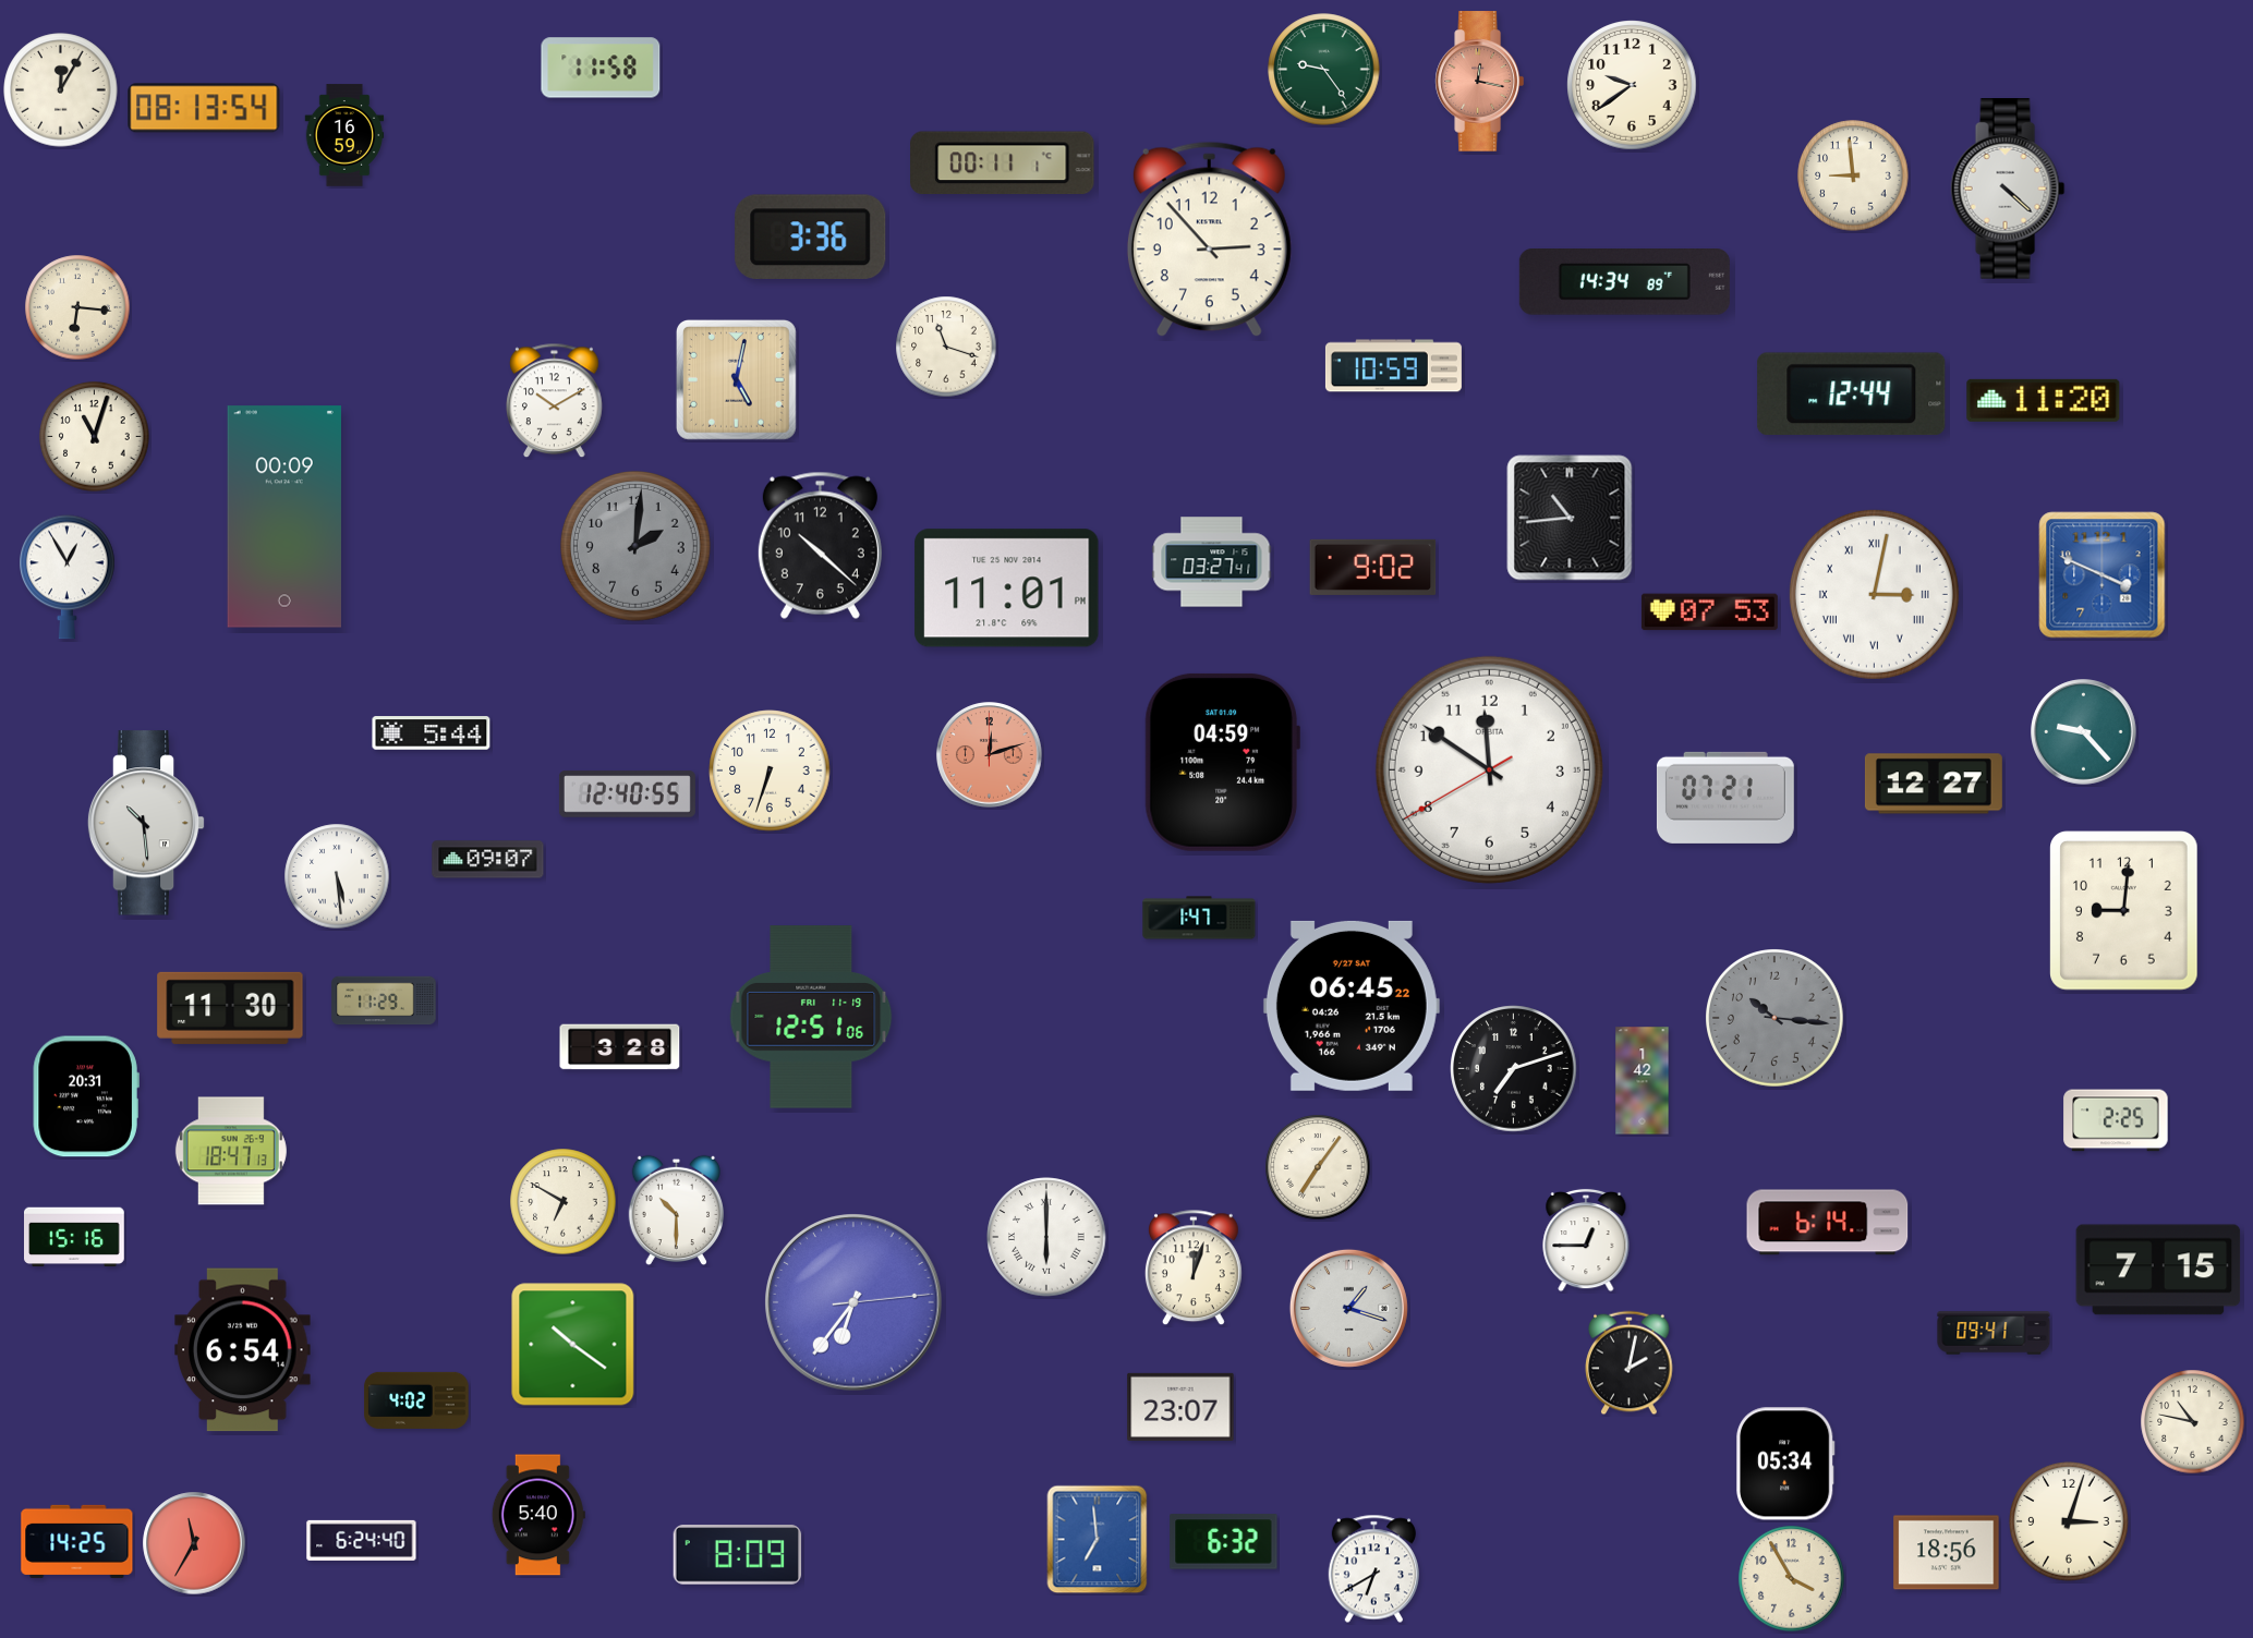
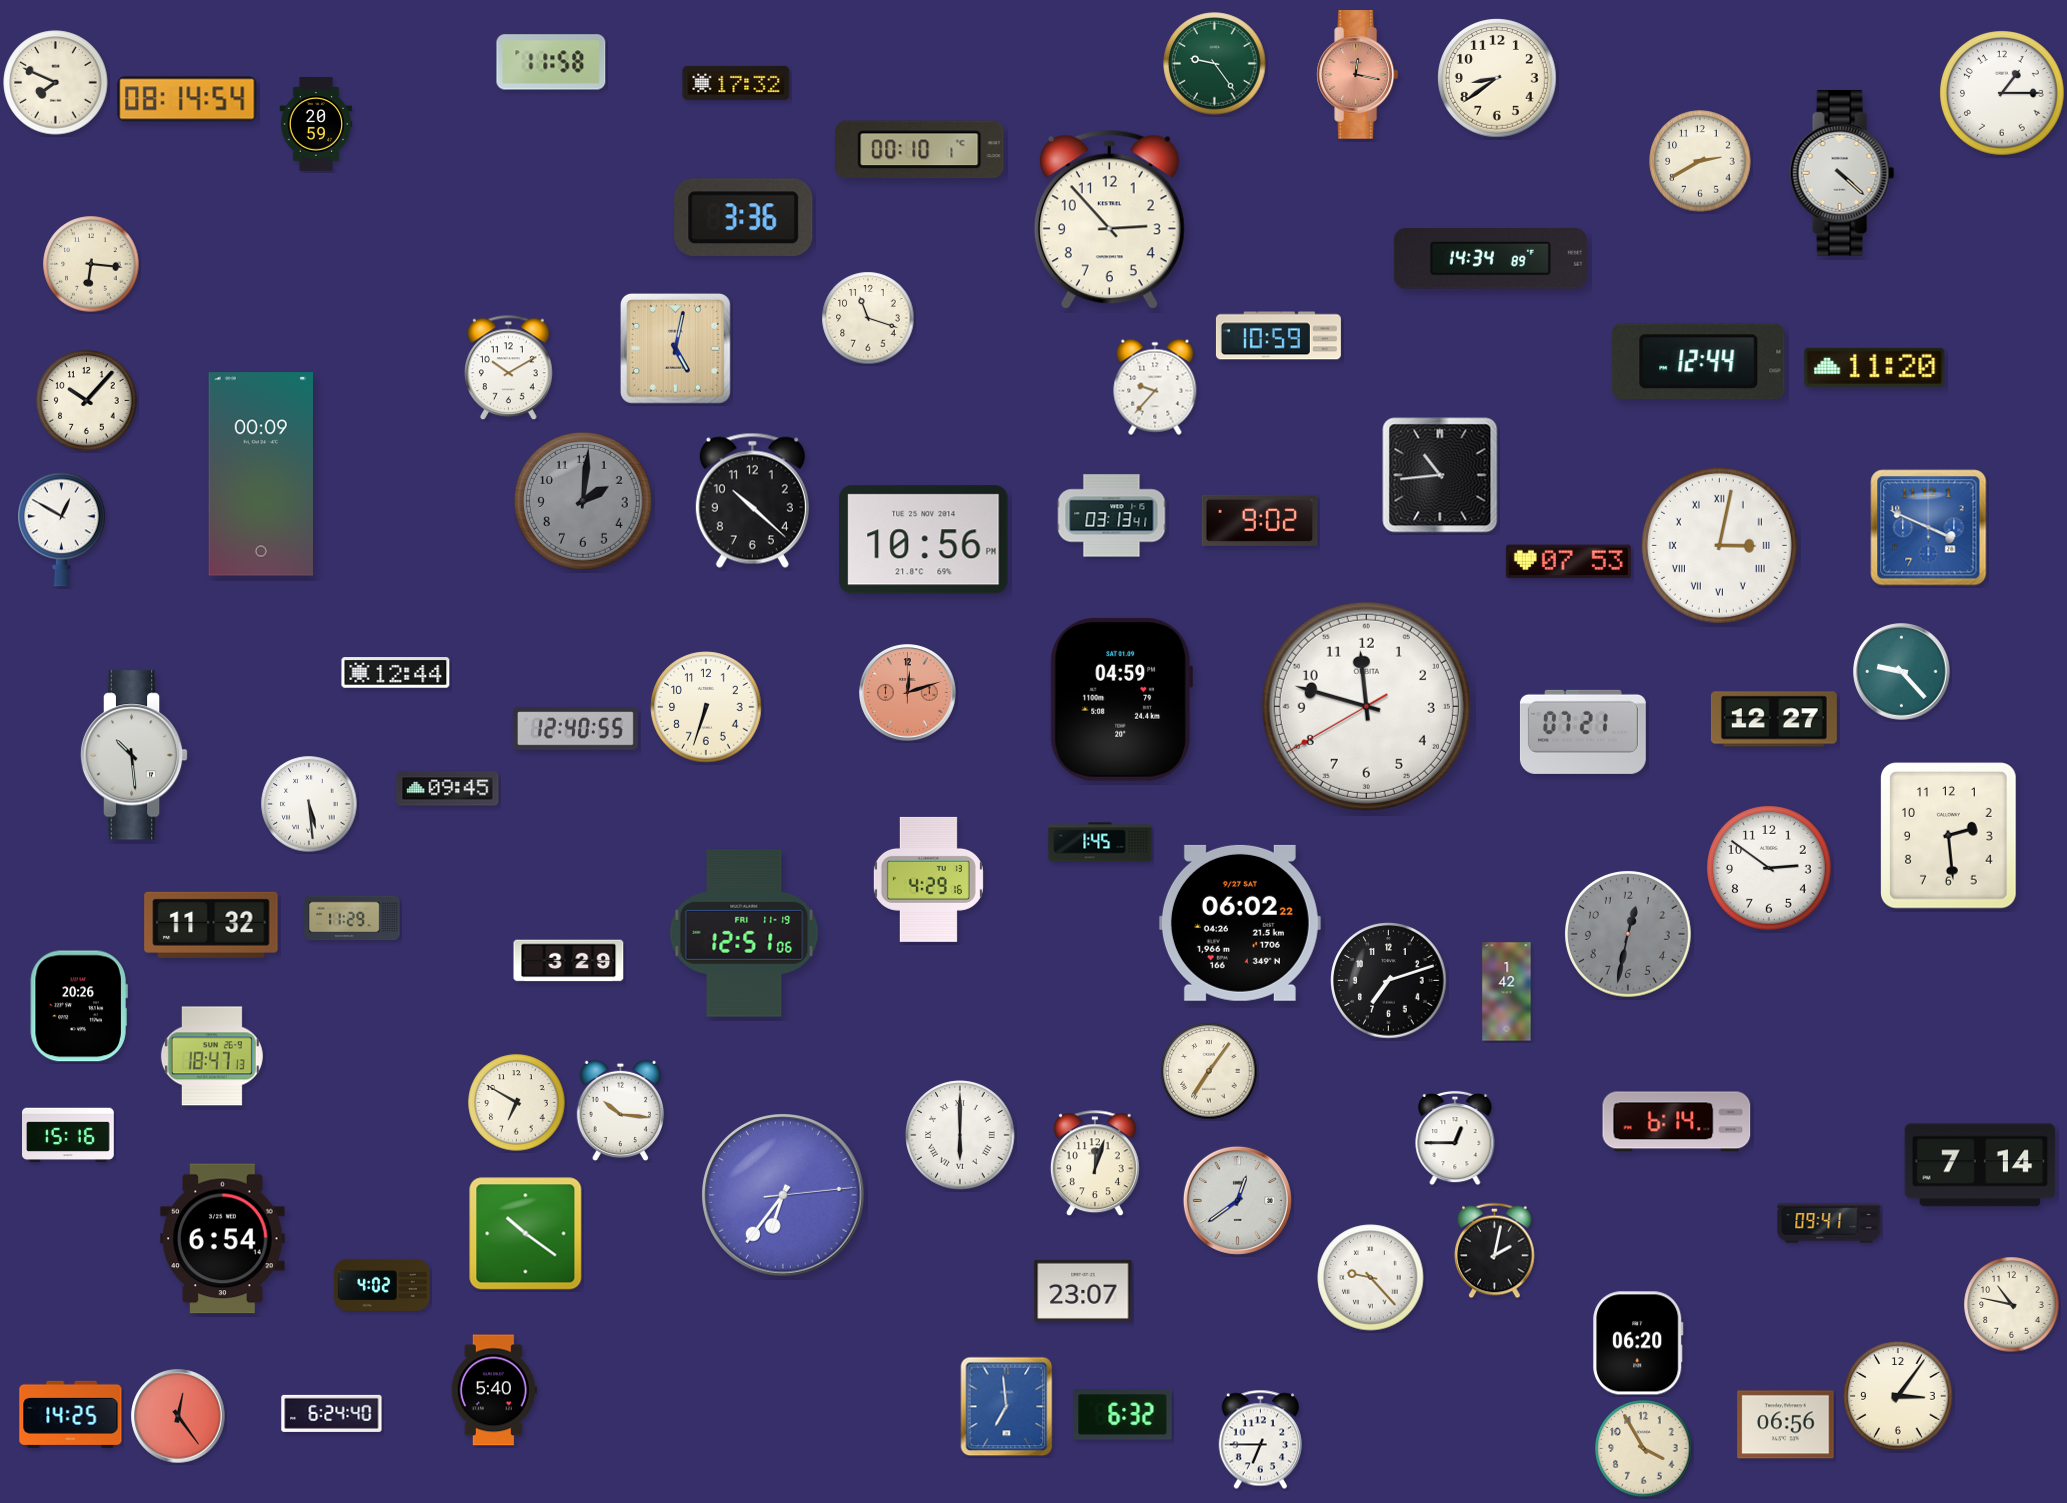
clock at (1632, 85): 9:39 -> 8:39
clock at (61, 90): 12:05 -> 7:49
clock at (736, 83): none -> 17:32
clock at (2002, 93): none -> 1:15
clock at (204, 108): 08:13 -> 08:14
clock at (344, 135): 16:59 -> 20:59
clock at (1003, 163): 00:11 -> 00:10
clock at (1853, 175): 8:59 -> 2:40
clock at (77, 307) position: (77, 307) -> (91, 264)
clock at (1155, 387): none -> 9:37
clock at (95, 437): 11:03 -> 10:07
clock at (1212, 562): 03:27 -> 03:13
clock at (68, 578): 12:55 -> 12:50
clock at (1007, 589): 11:01 -> 10:56
clock at (2084, 732) position: (2084, 732) -> (1902, 672)
clock at (432, 733): 5:44 -> 12:44
clock at (1489, 769): 11:50 -> 11:47
clock at (488, 860): 09:07 -> 09:45
clock at (2124, 911): 9:01 -> 2:29
clock at (1199, 918): 1:47 -> 1:45
clock at (1769, 868): none -> 2:51
clock at (928, 879): none -> 4:29
clock at (1352, 1006): 06:45 -> 06:02
clock at (230, 1008): 11:30 -> 11:32
clock at (1776, 1019): 10:16 -> 12:32
clock at (620, 1047): 3:28 -> 3:29
clock at (86, 1096): 20:31 -> 20:26
clock at (2116, 1120): 2:25 -> none
clock at (676, 1211): 10:30 -> 10:16
clock at (2158, 1270): 7:15 -> 7:14
clock at (1348, 1308): 1:18 -> 12:39
clock at (1371, 1278): none -> 9:23
clock at (1786, 1464): 05:34 -> 06:20
clock at (2069, 1521): 3:03 -> 3:06
clock at (1098, 1540) position: (1098, 1540) -> (1007, 1407)
clock at (194, 1543): 11:35 -> 12:24
clock at (1947, 1553): 18:56 -> 06:56
clock at (738, 1555): 8:09 -> none
clock at (1373, 1569): 6:40 -> 6:45
